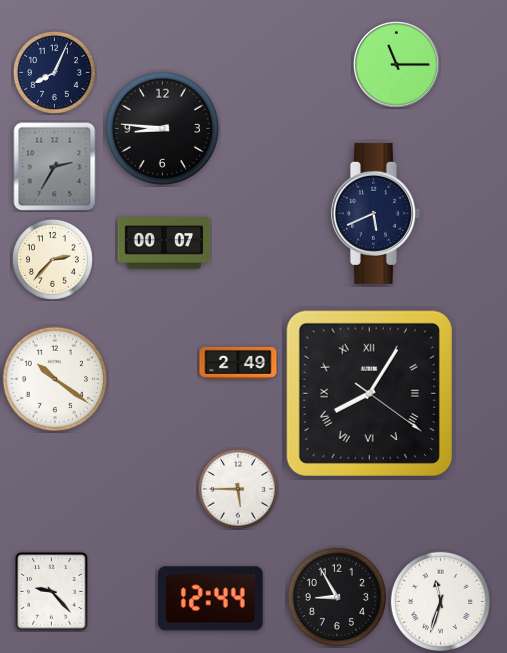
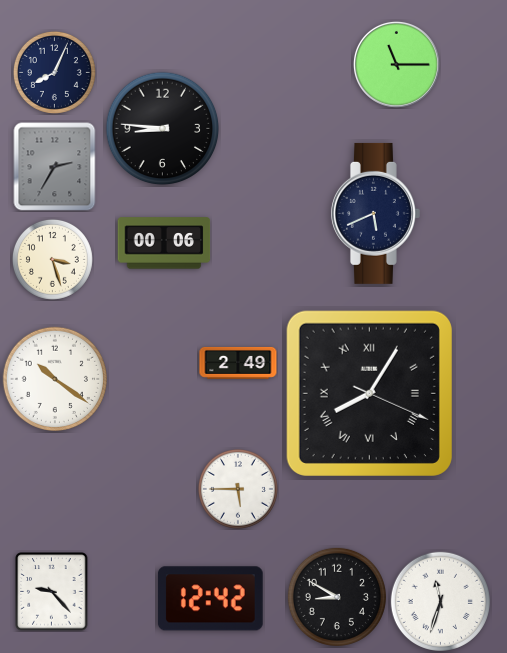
clock at (164, 243): 00:07 -> 00:06
clock at (52, 259): 2:37 -> 3:27
clock at (369, 393): 8:05:21 -> 8:05:19
clock at (337, 597): 8:55 -> 8:50
clock at (210, 599): 12:44 -> 12:42
